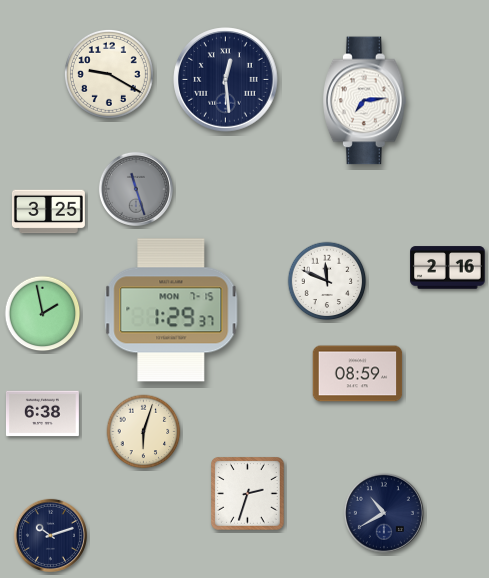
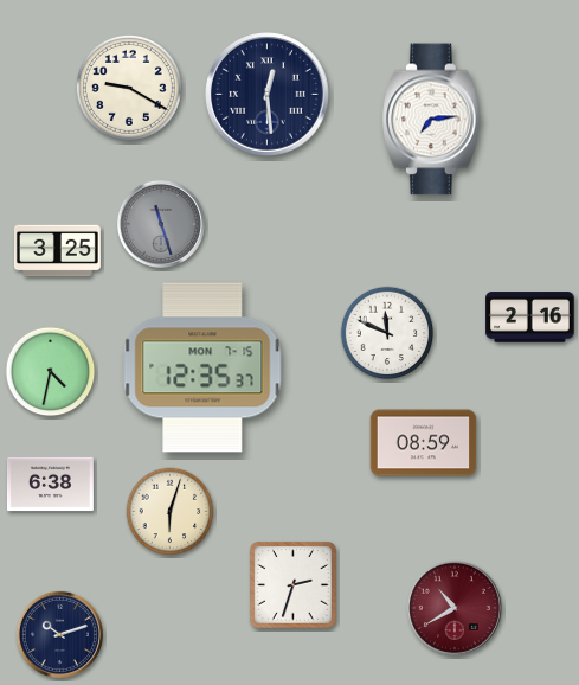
clock at (171, 310): 1:29 -> 12:35
clock at (43, 314): 1:58 -> 4:32
clock at (42, 414) position: (42, 414) -> (50, 485)
clock at (384, 513) dial: navy -> burgundy
